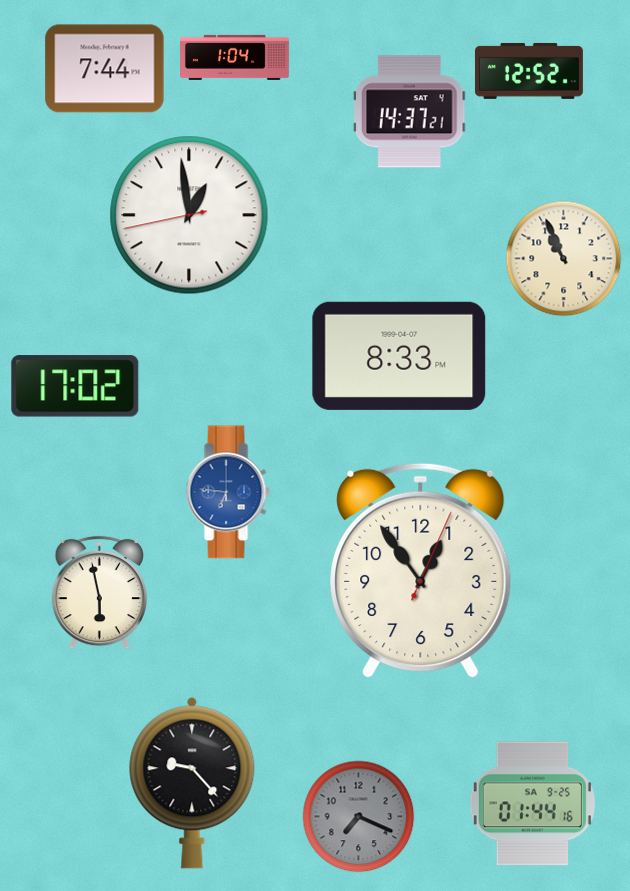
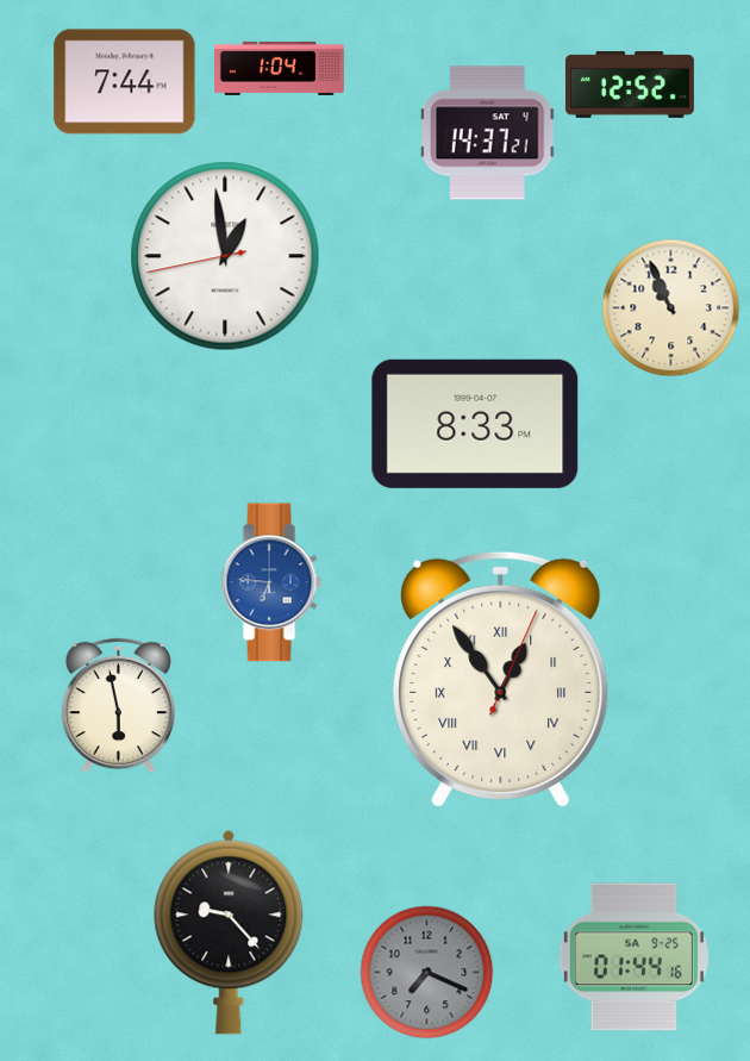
clock at (75, 386): 17:02 -> none
clock at (228, 492) position: (228, 492) -> (271, 582)
clock at (421, 571) numerals: Arabic -> Roman
